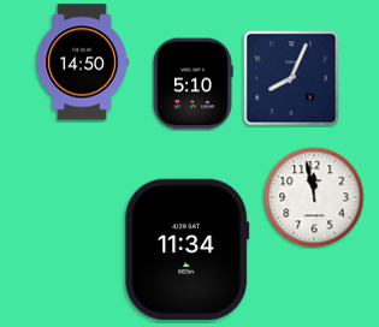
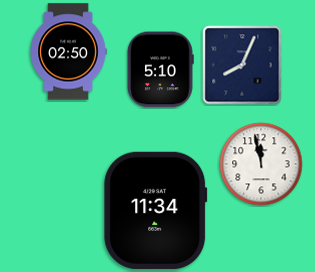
clock at (82, 63): 14:50 -> 02:50
clock at (188, 249) position: (188, 249) -> (156, 210)
